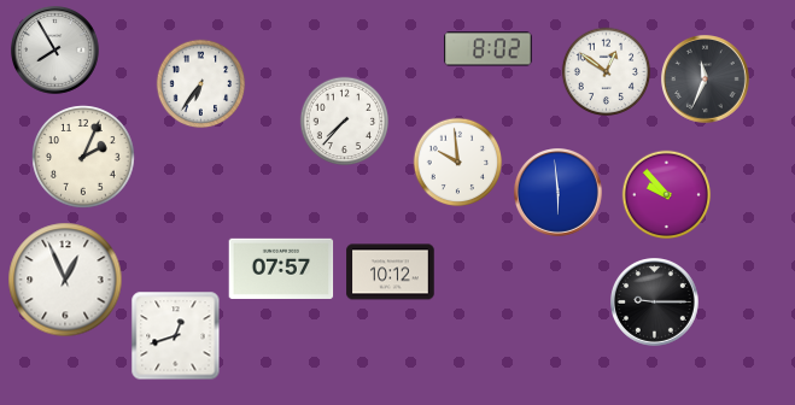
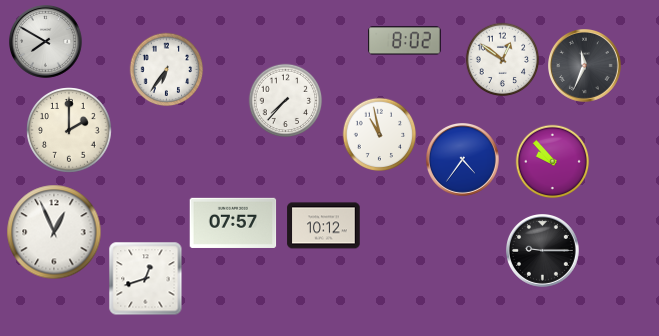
clock at (55, 51): 7:55 -> 7:50
clock at (83, 157): 2:04 -> 2:00
clock at (458, 163): 9:59 -> 10:58
clock at (559, 193): 5:59 -> 4:36
